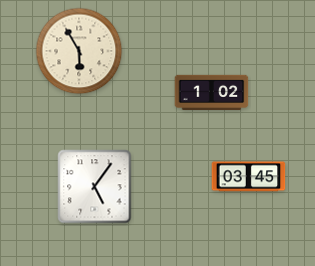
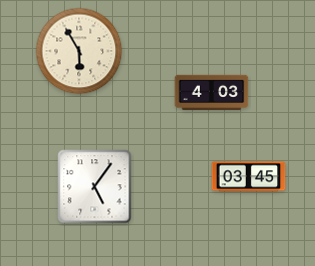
clock at (212, 92): 1:02 -> 4:03
